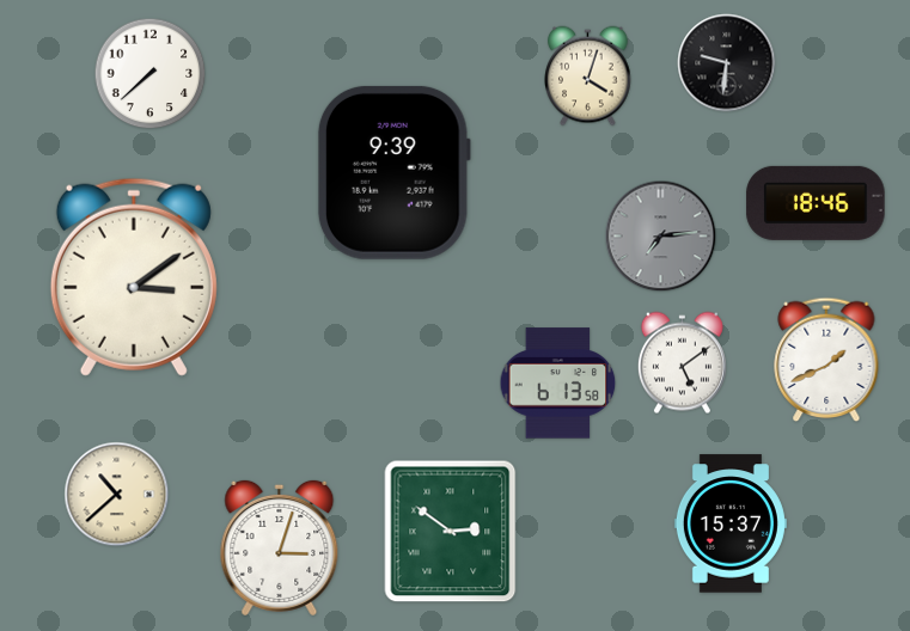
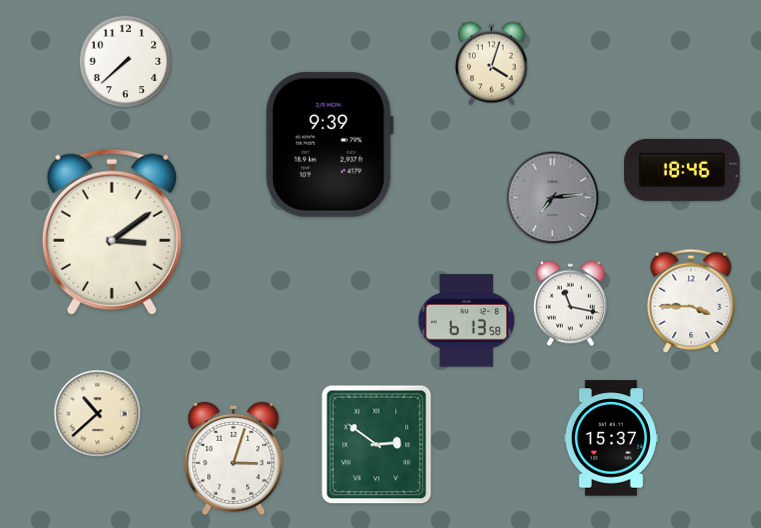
clock at (727, 63): 9:31 -> none
clock at (826, 359): 1:41 -> 3:45
clock at (682, 363): 5:09 -> 11:17
